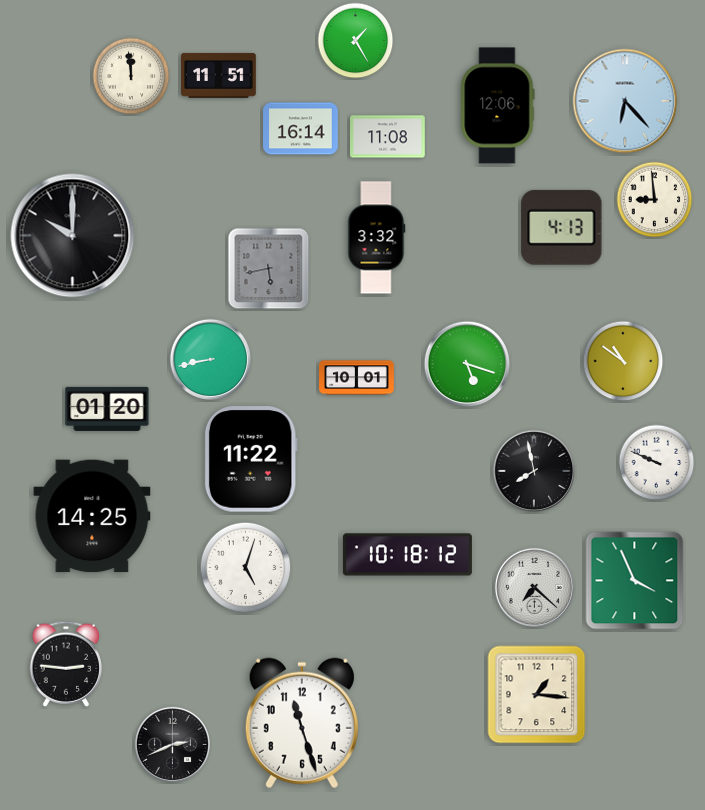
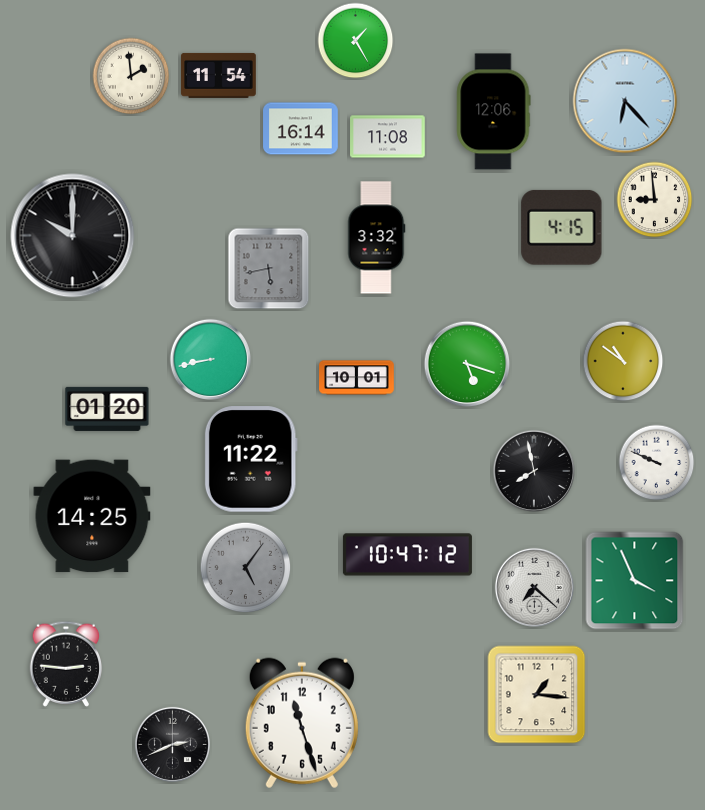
clock at (219, 75): 11:51 -> 11:54
clock at (131, 76): 11:59 -> 1:59
clock at (498, 106) position: (498, 106) -> (494, 112)
clock at (562, 227): 4:13 -> 4:15
clock at (407, 555): 10:18 -> 10:47
clock at (246, 568): 5:03 -> 5:06
clock at (246, 568) dial: white -> grey
